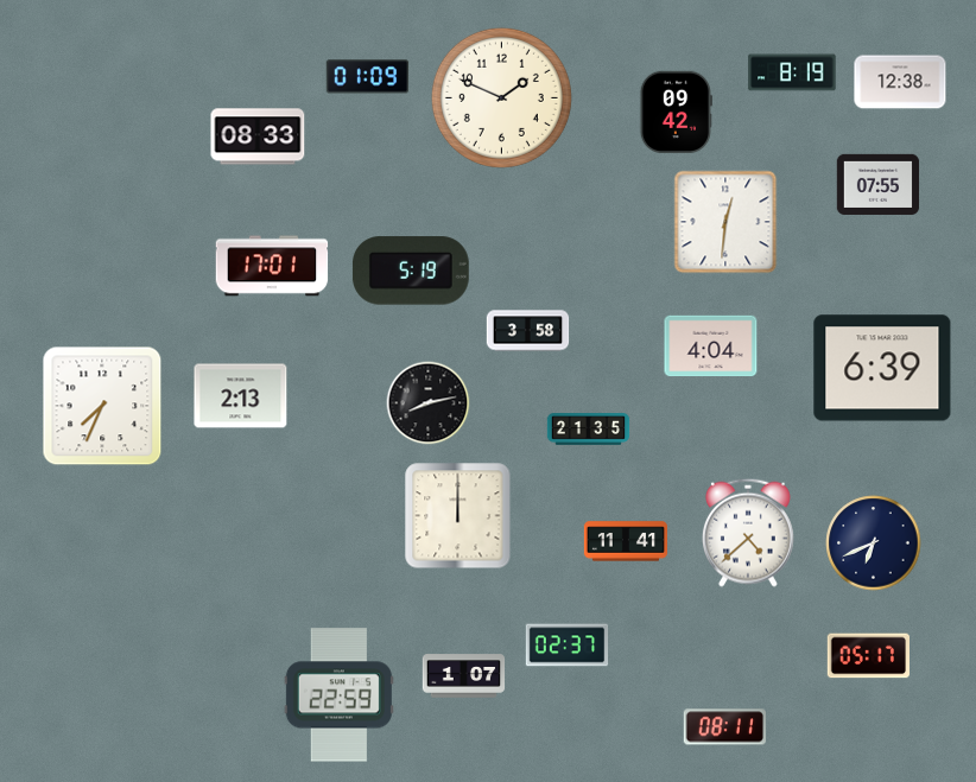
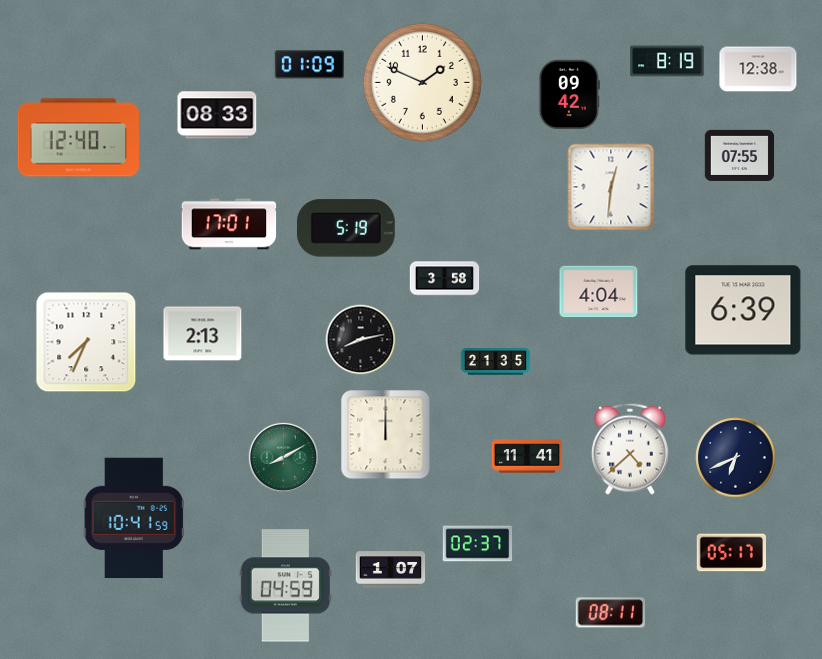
clock at (78, 138): none -> 12:40
clock at (283, 457): none -> 8:10
clock at (134, 518): none -> 10:41
clock at (338, 695): 22:59 -> 04:59
